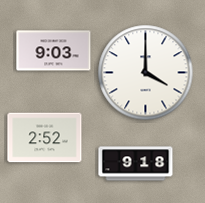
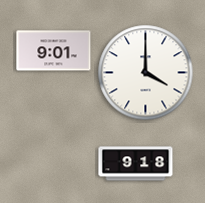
clock at (54, 51): 9:03 -> 9:01
clock at (45, 138): 2:52 -> none
